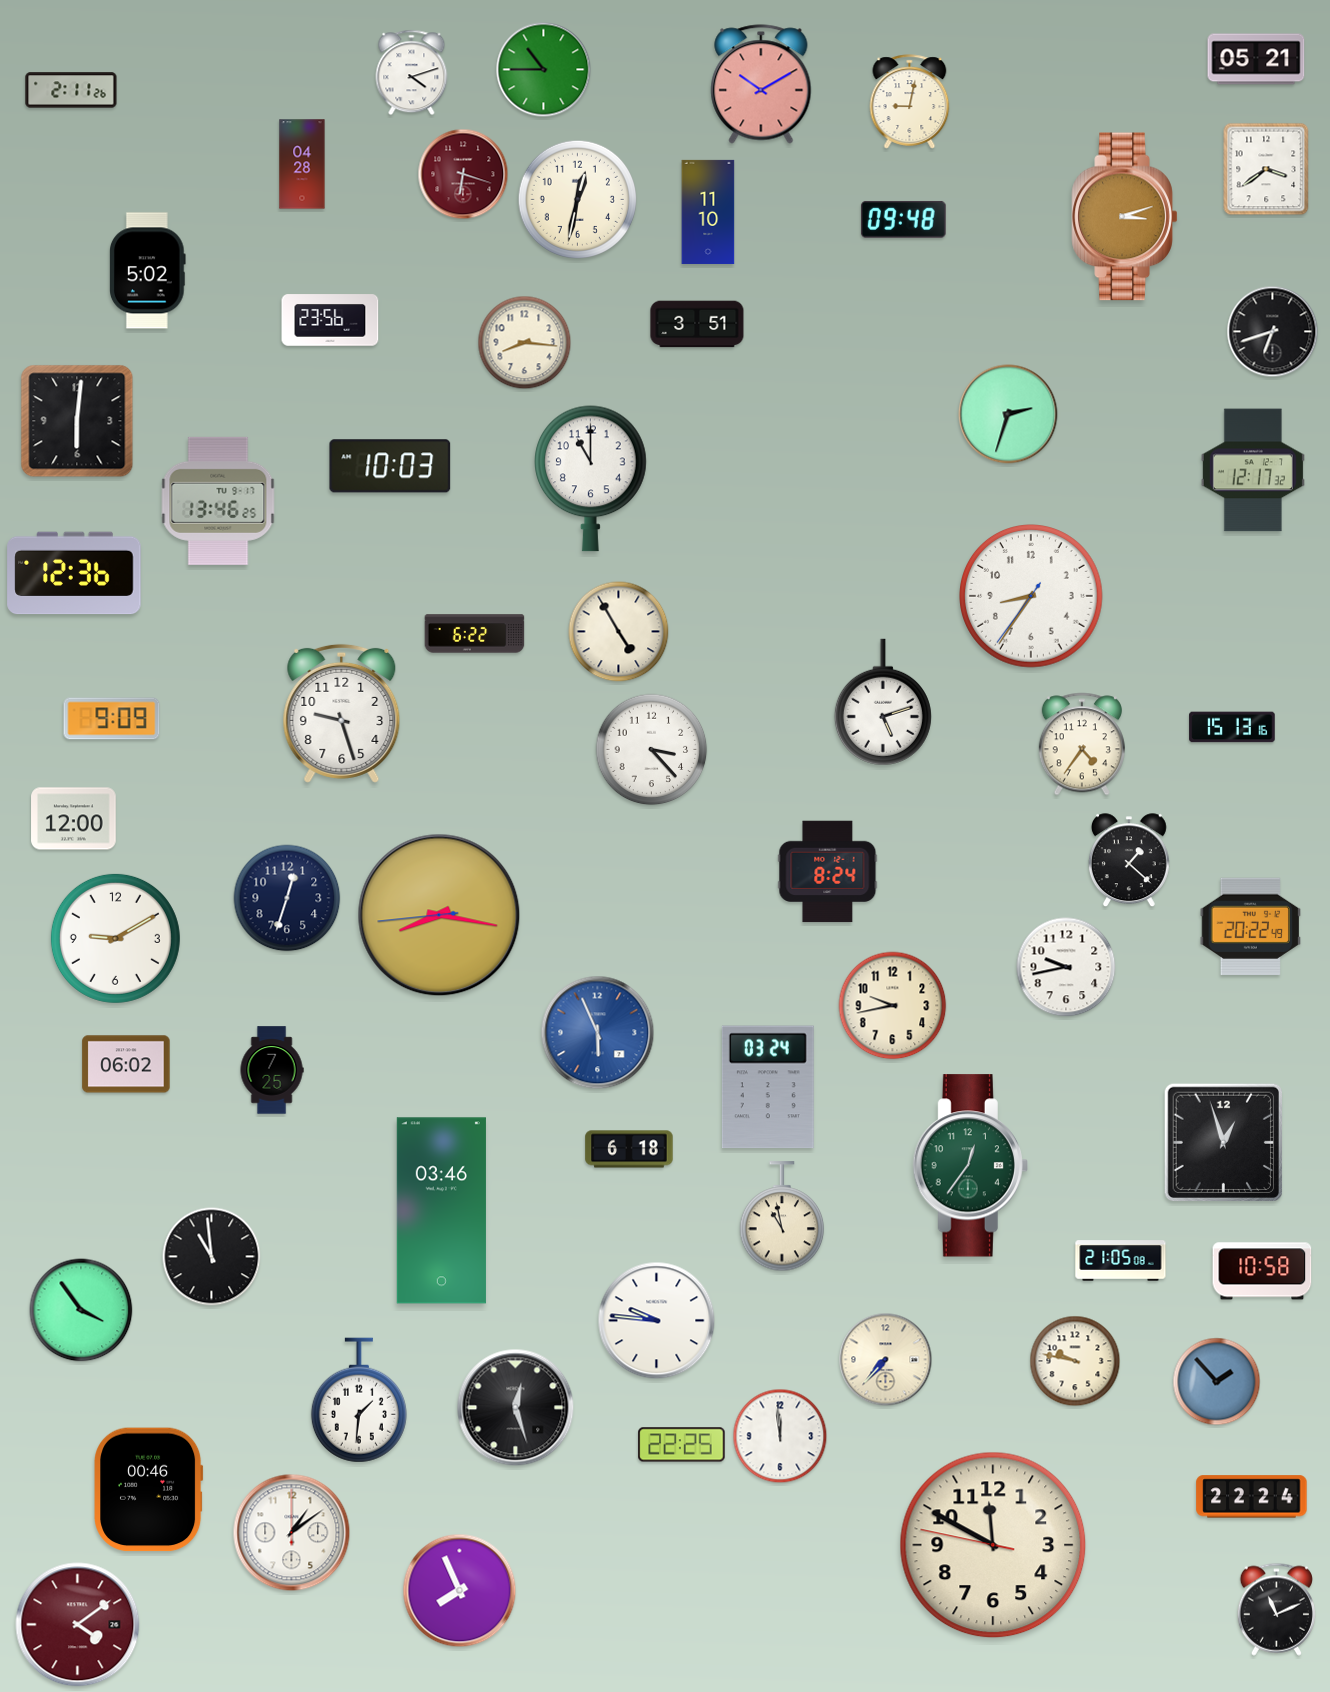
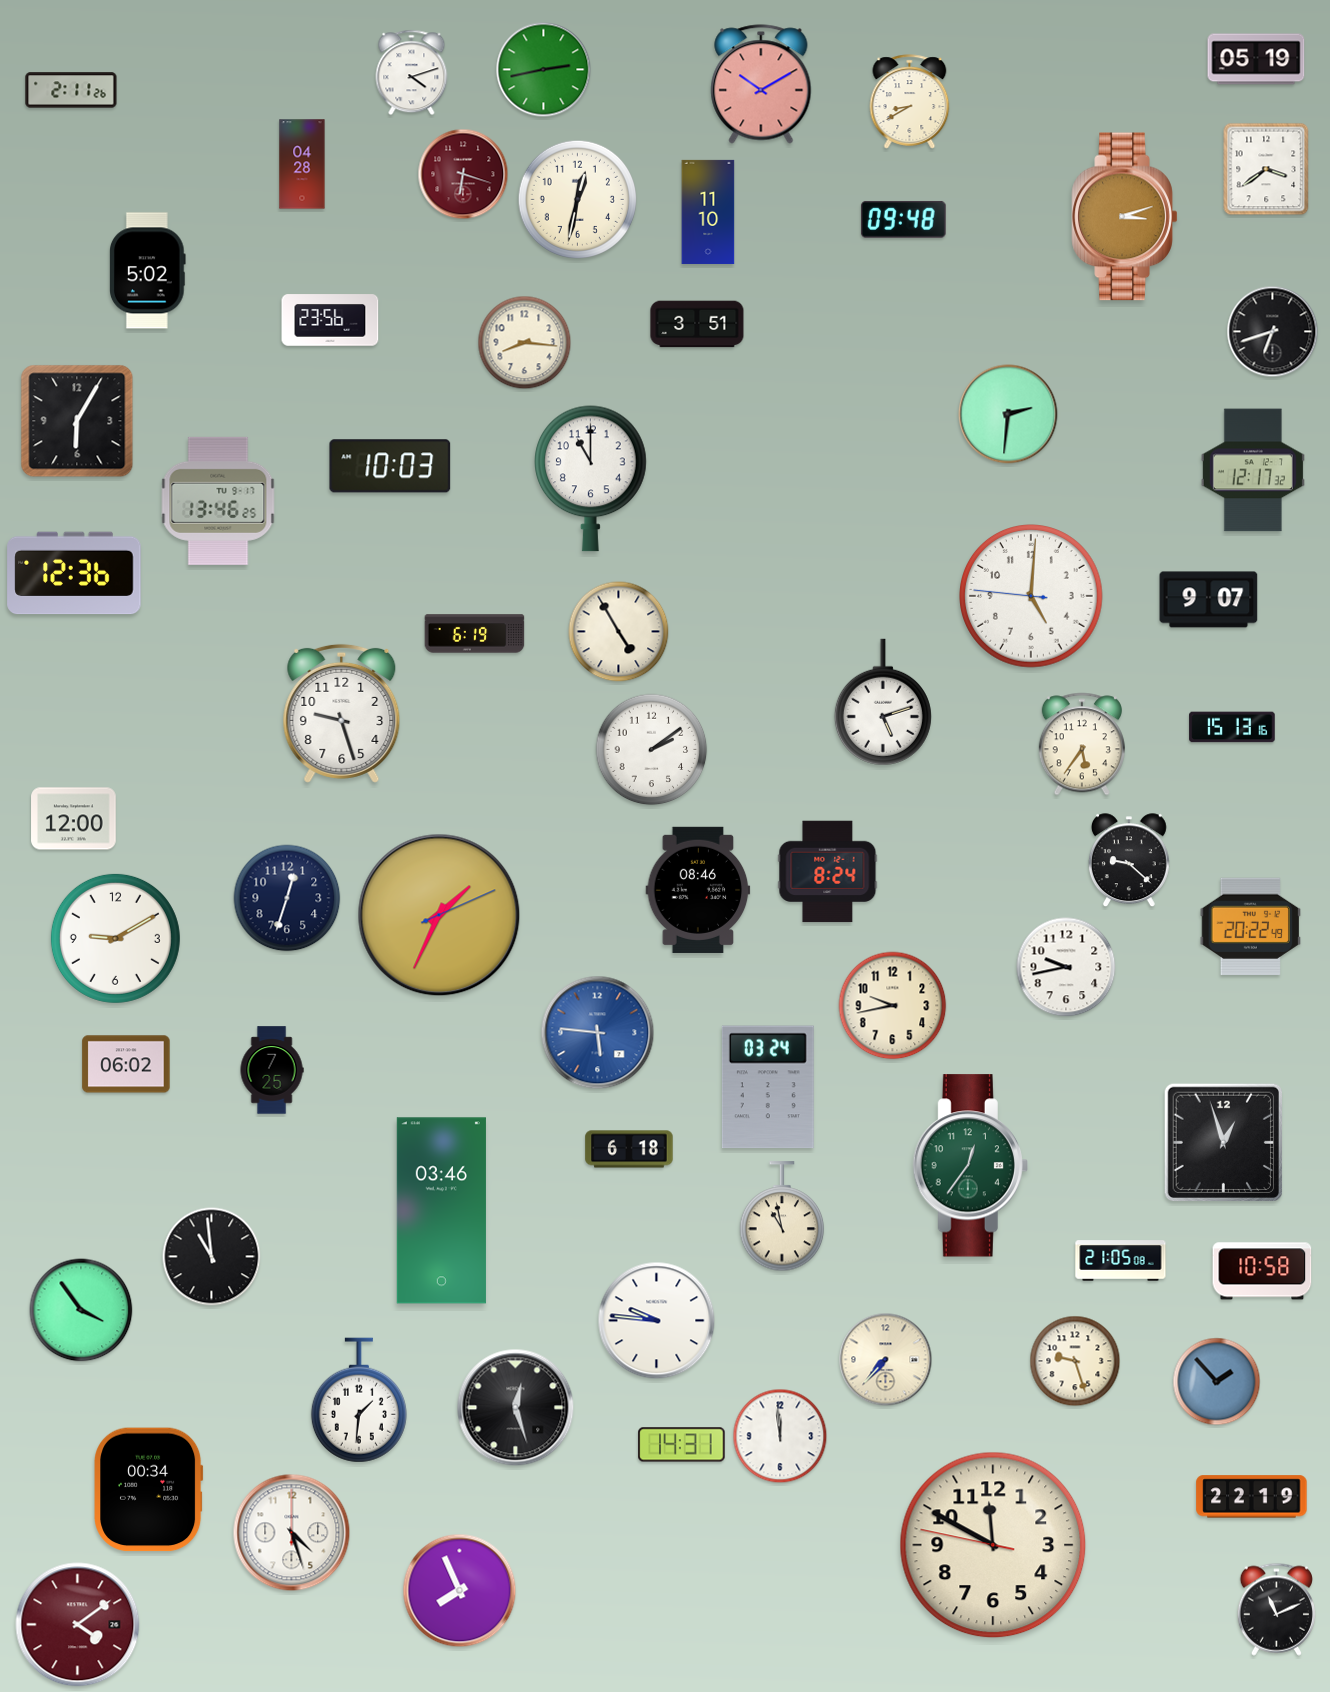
clock at (1256, 59): 05:21 -> 05:19
clock at (544, 70): 10:45 -> 2:43
clock at (910, 102): 9:02 -> 8:40
clock at (1008, 414): 2:33 -> 2:31
clock at (77, 421): 6:01 -> 6:05
clock at (1032, 597): 8:35 -> 5:00
clock at (1209, 600): none -> 9:07
clock at (475, 634): 6:22 -> 6:19
clock at (112, 719): 9:09 -> none
clock at (1082, 744): 4:36 -> 5:36
clock at (652, 750): 3:23 -> 2:09
clock at (1129, 861): 1:22 -> 9:22
clock at (698, 890): none -> 08:46
clock at (439, 915): 8:16 -> 1:34
clock at (598, 1033): 5:56 -> 5:46
clock at (1075, 1361): 9:47 -> 9:27
clock at (682, 1445): 22:25 -> 14:31
clock at (149, 1490): 00:46 -> 00:34
clock at (1252, 1497): 22:24 -> 22:19
clock at (292, 1533): 1:09 -> 4:27
